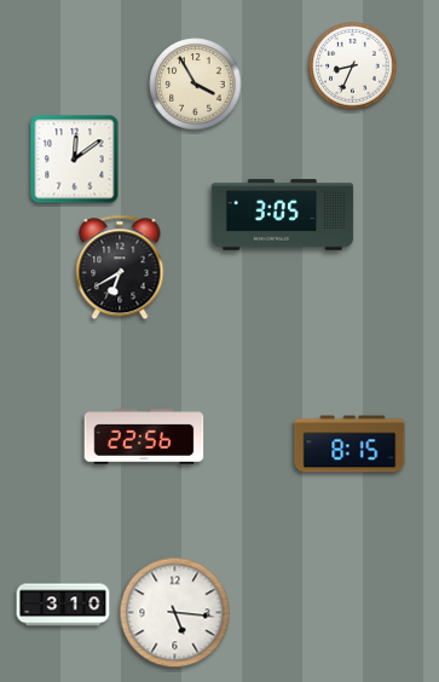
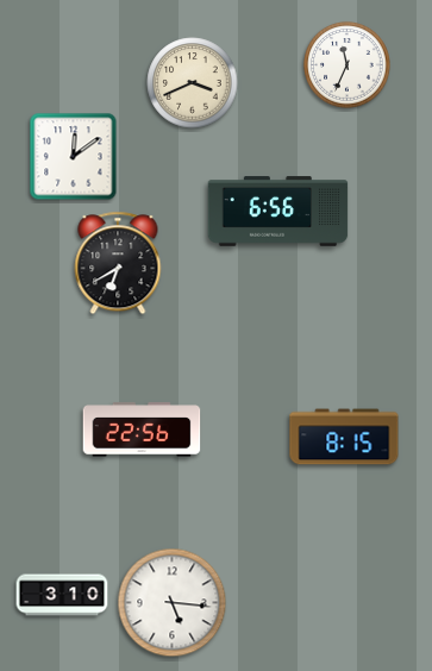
clock at (353, 67): 8:34 -> 11:34
clock at (196, 85): 3:55 -> 3:41
clock at (283, 215): 3:05 -> 6:56
